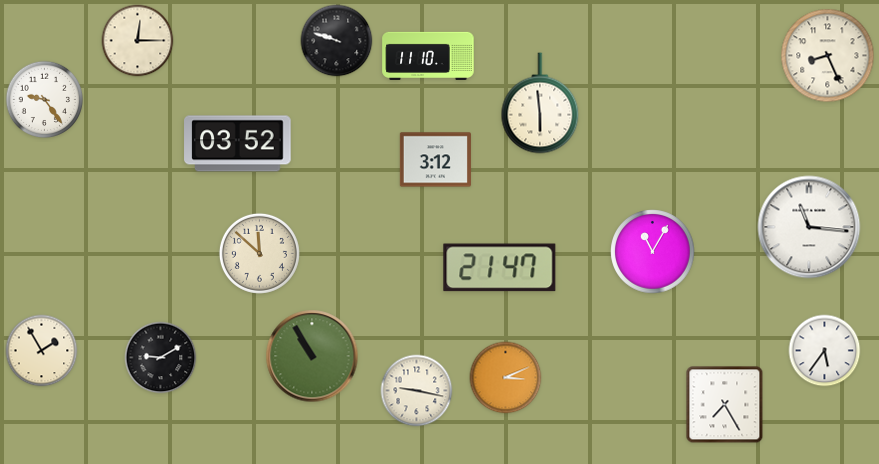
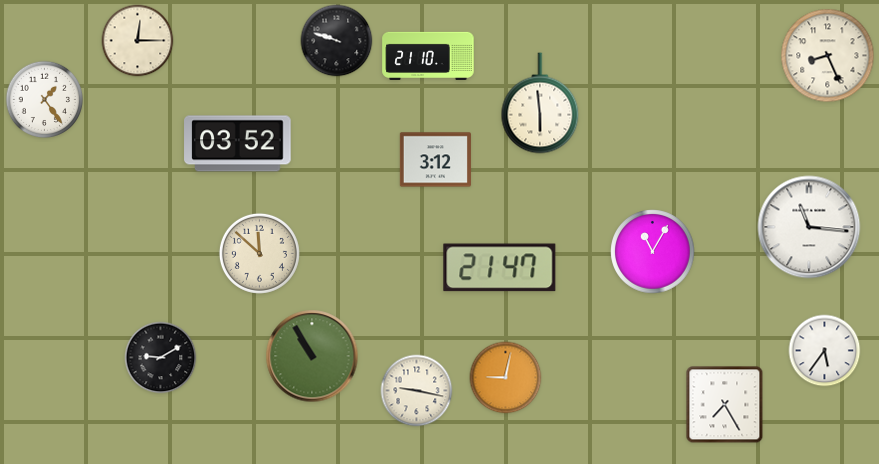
clock at (428, 56): 11:10 -> 21:10
clock at (45, 100): 9:24 -> 1:24
clock at (42, 351): 1:55 -> none
clock at (506, 378): 3:11 -> 9:02
